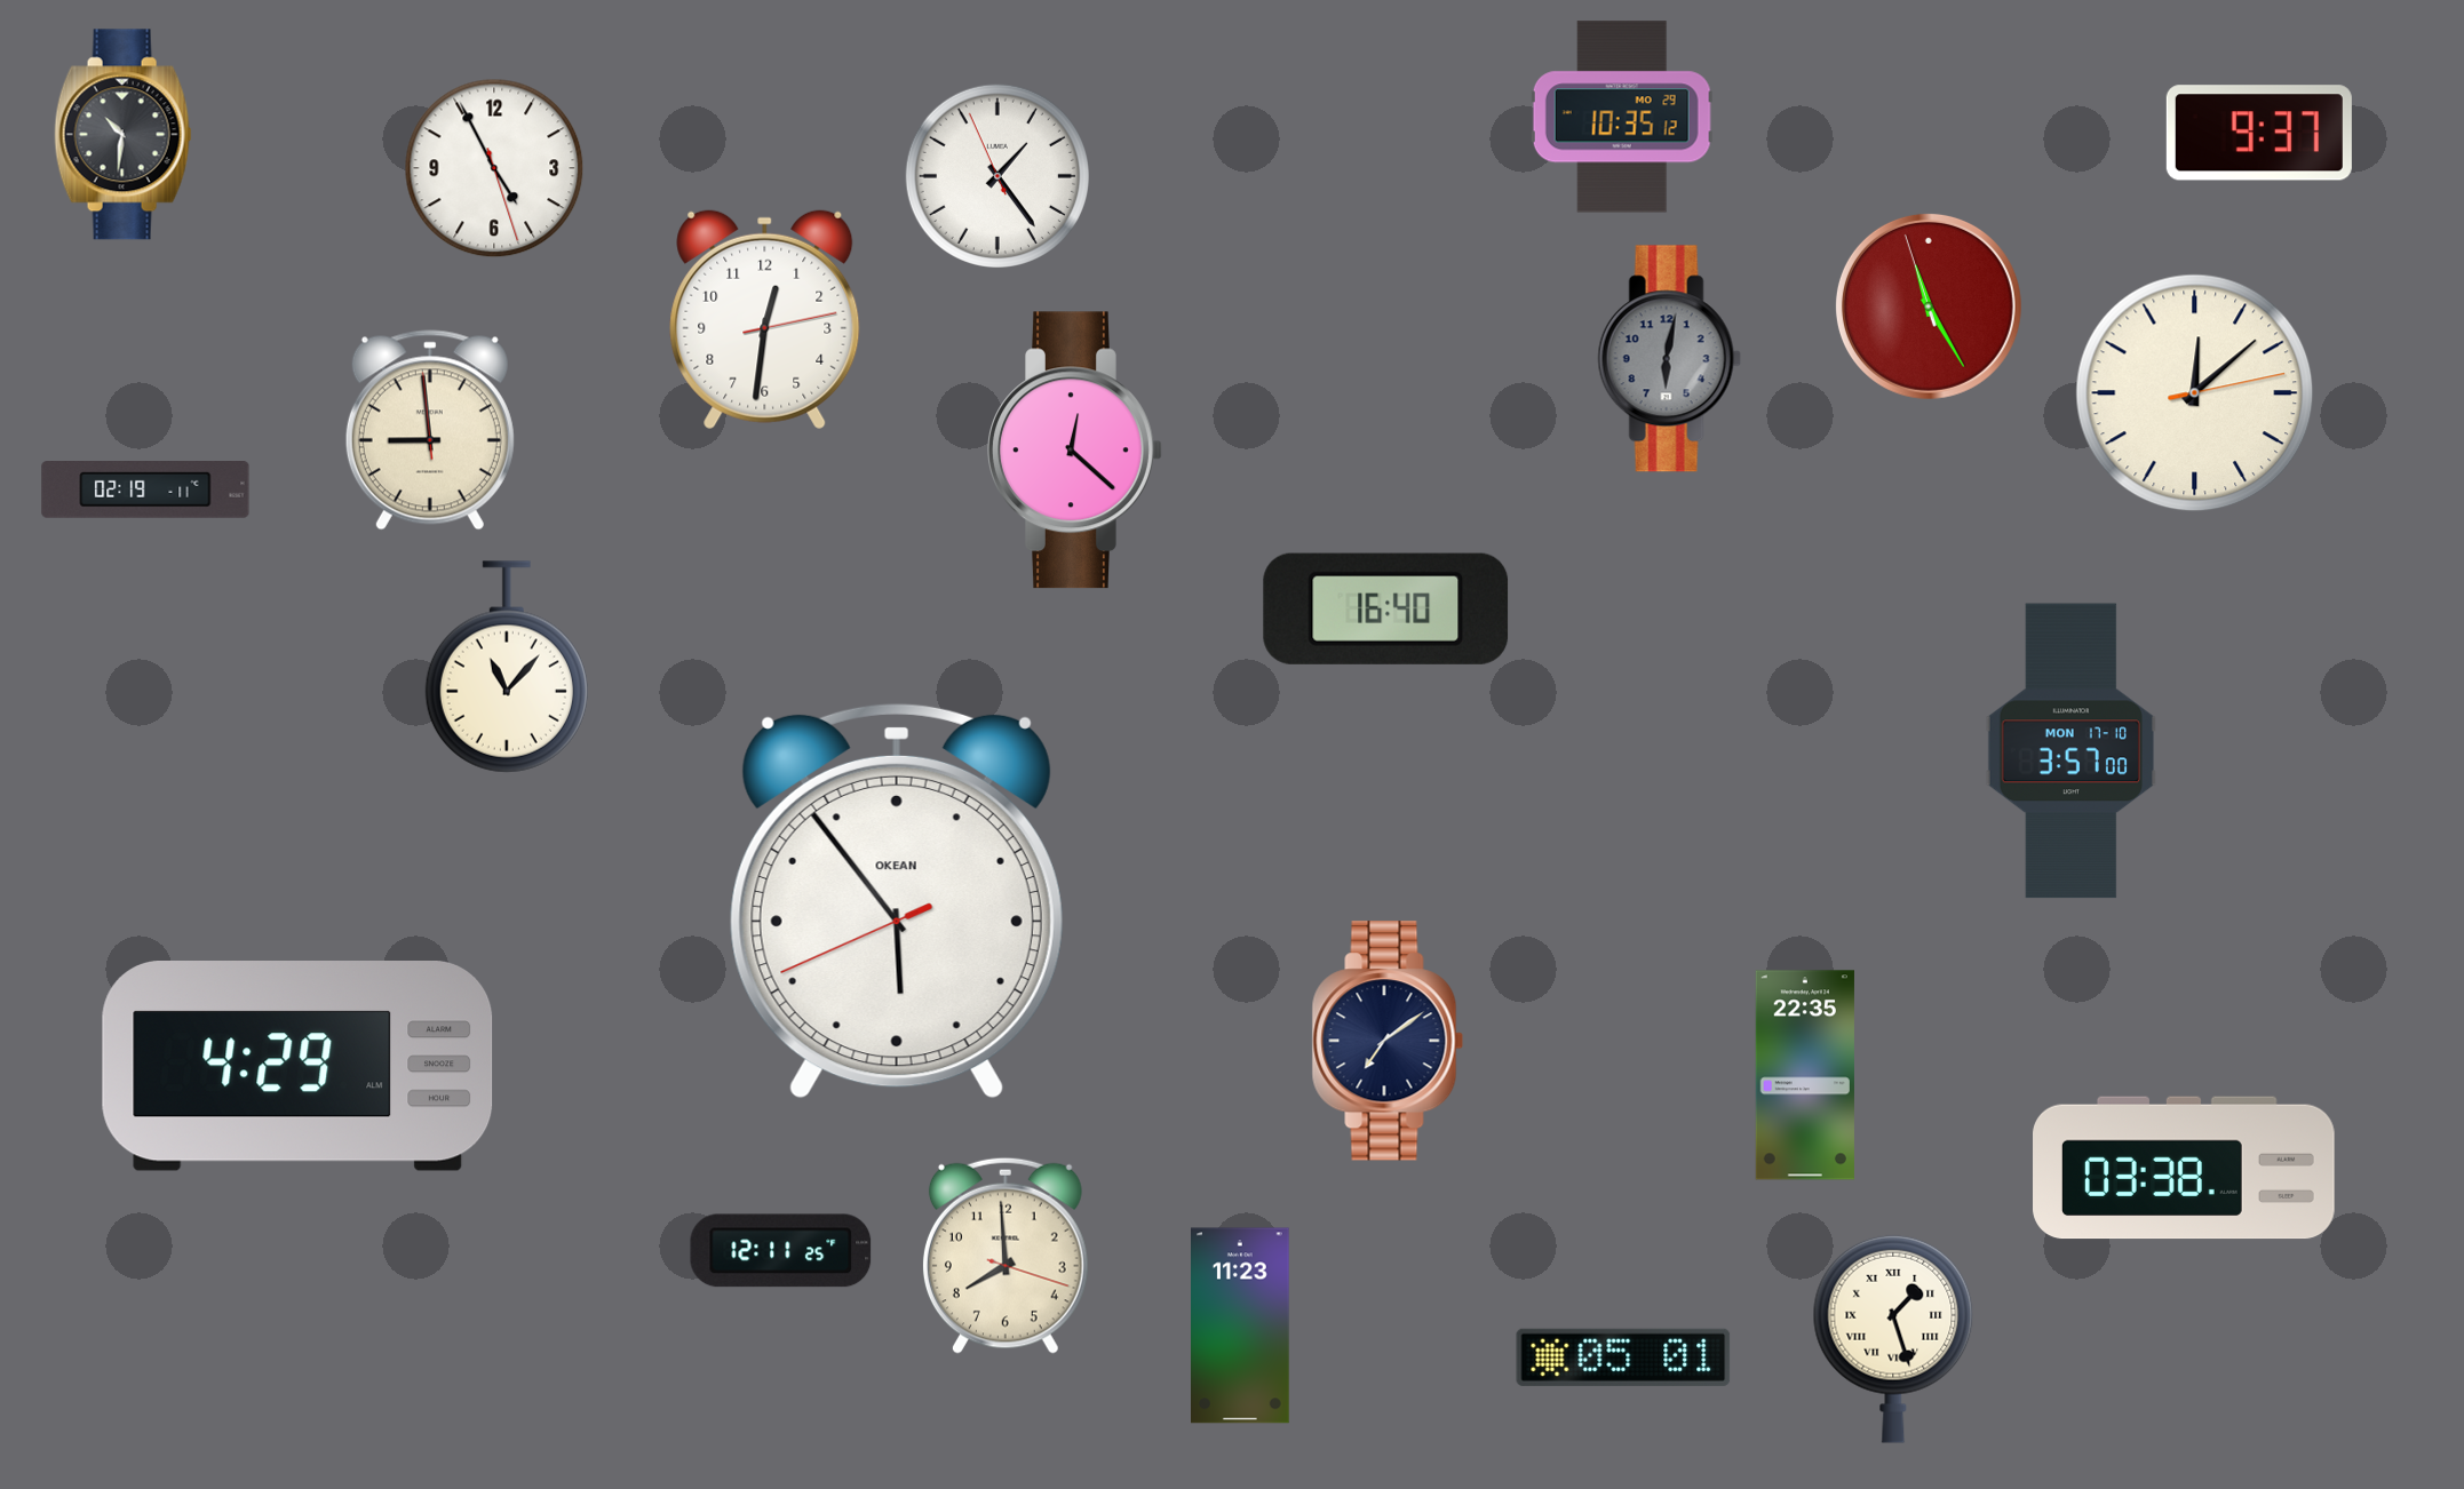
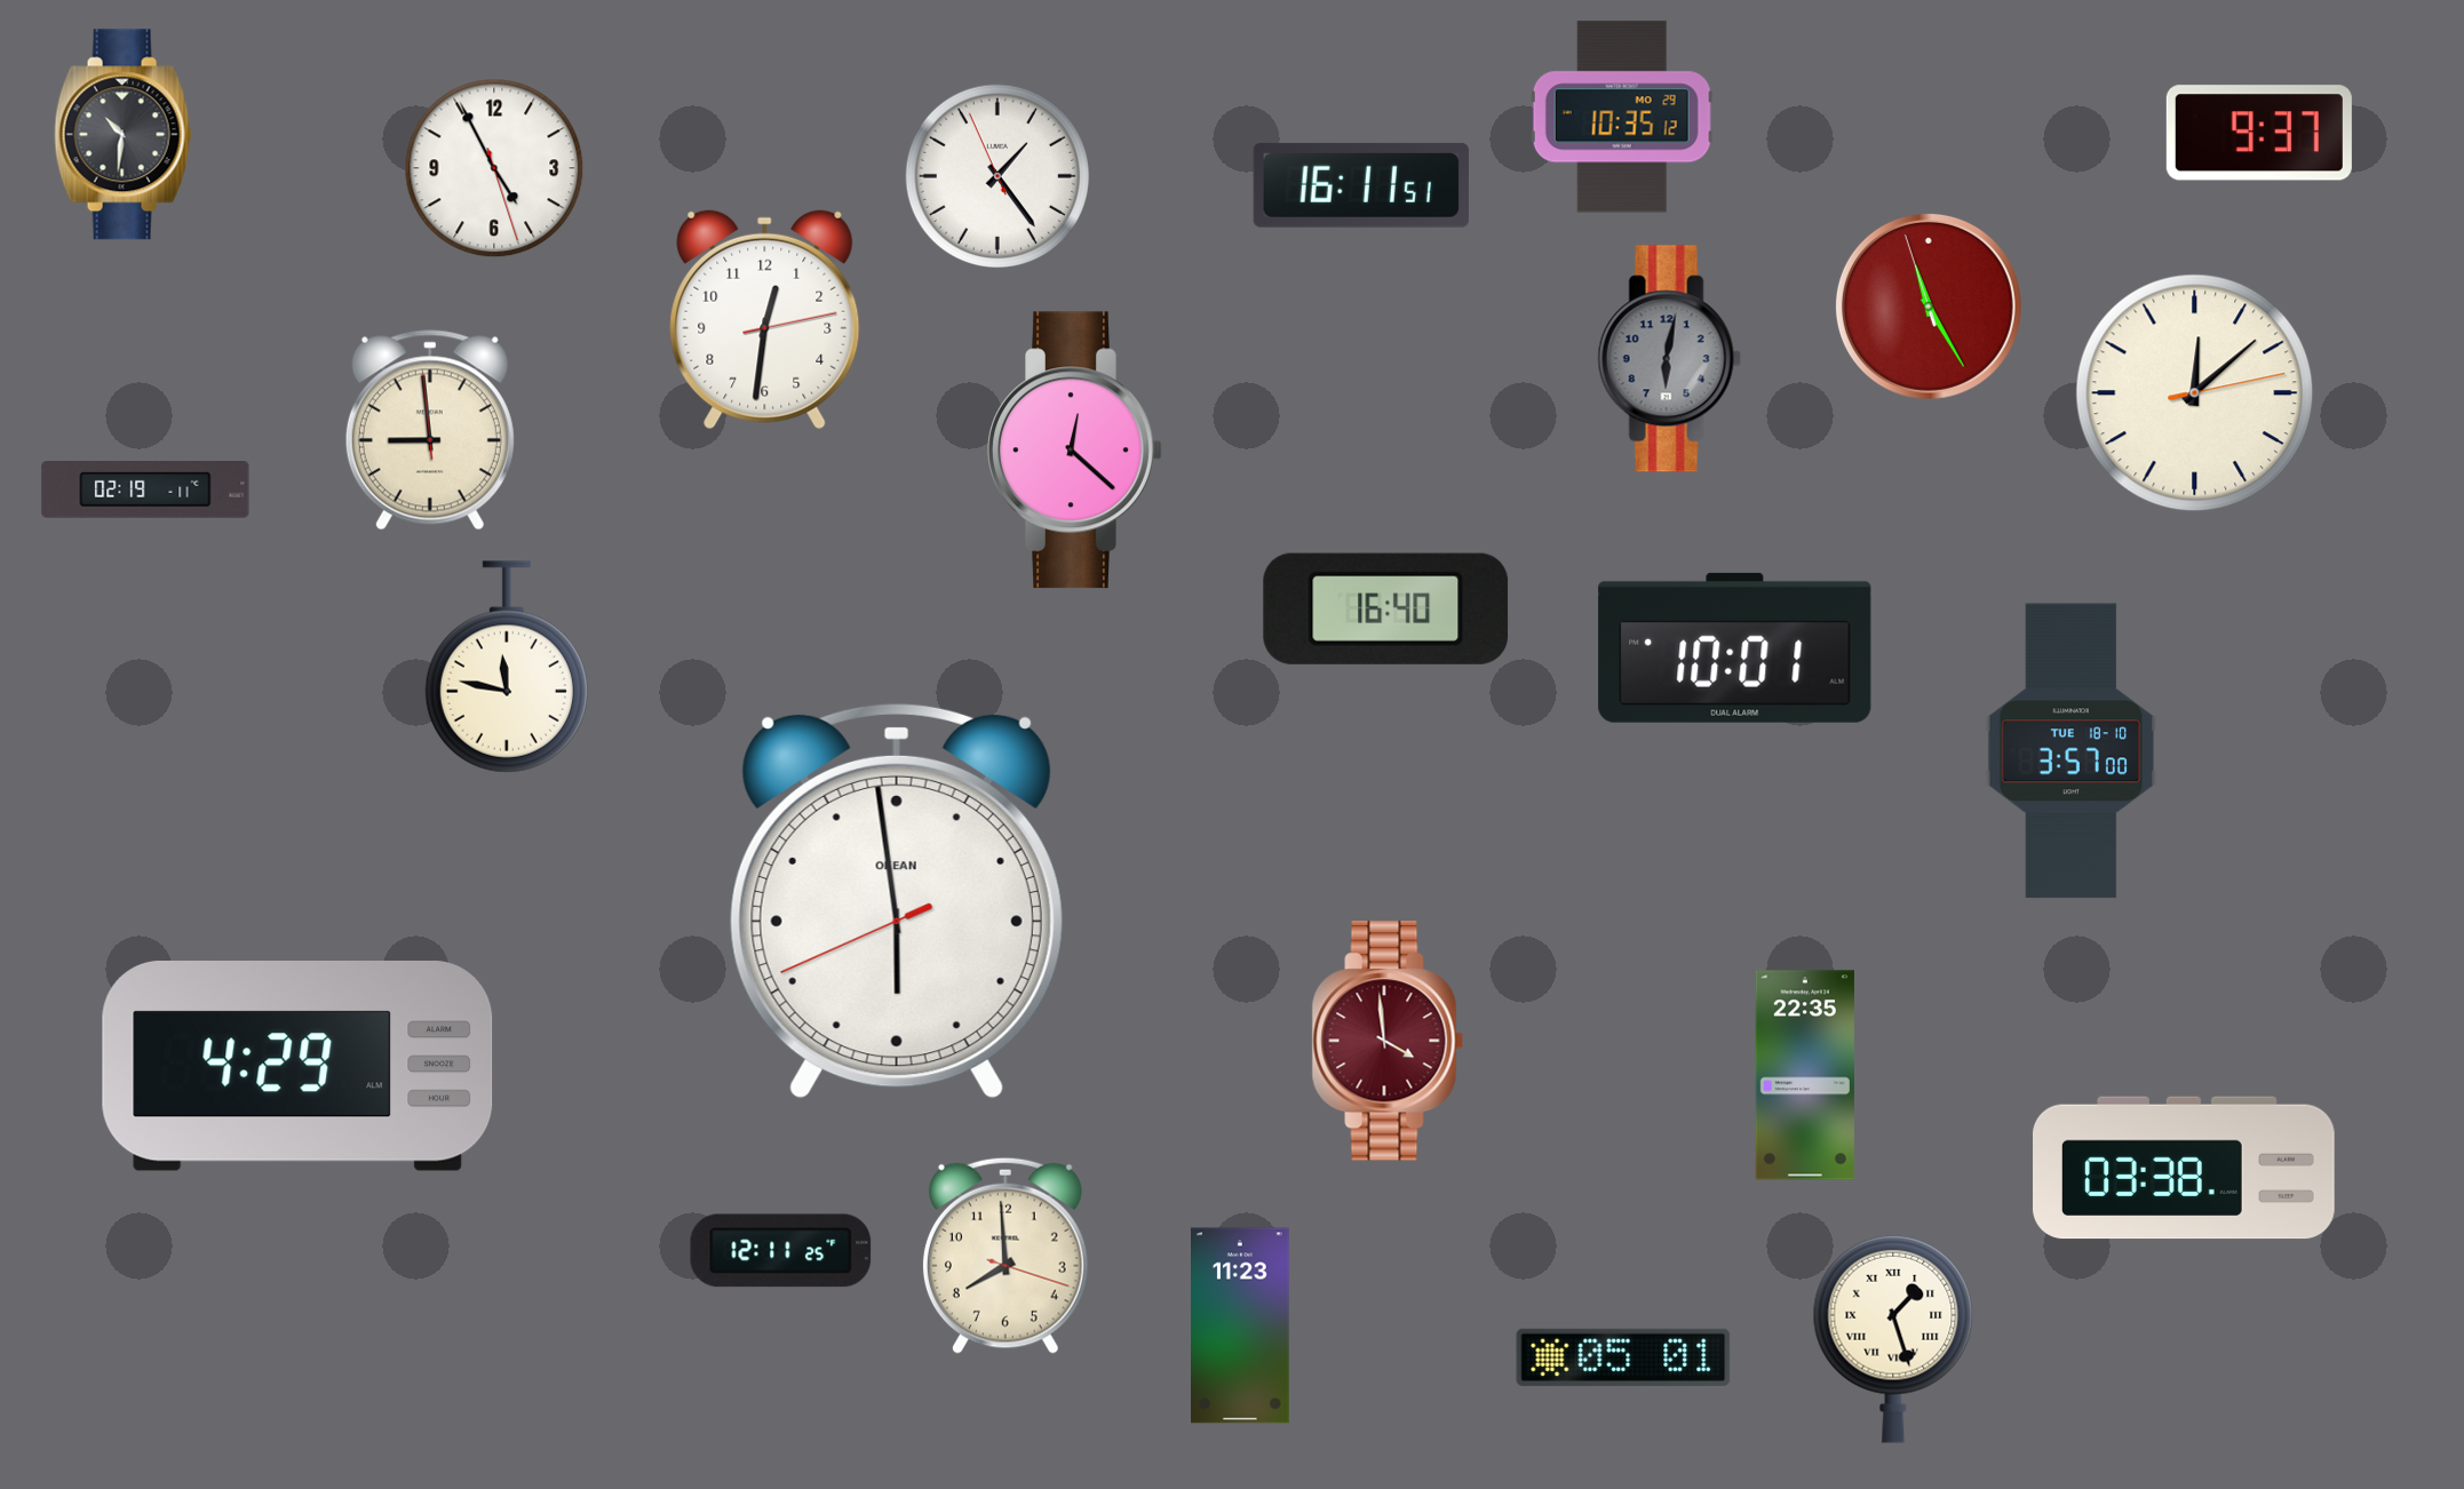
clock at (1361, 185): none -> 16:11
clock at (1735, 647): none -> 10:01
clock at (507, 667): 11:07 -> 11:47
clock at (2070, 751) date: MON 17-10 -> TUE 18-10
clock at (897, 901): 5:53 -> 5:58
clock at (1388, 1041): 7:09 -> 3:59
clock at (1388, 1041) dial: navy -> burgundy
